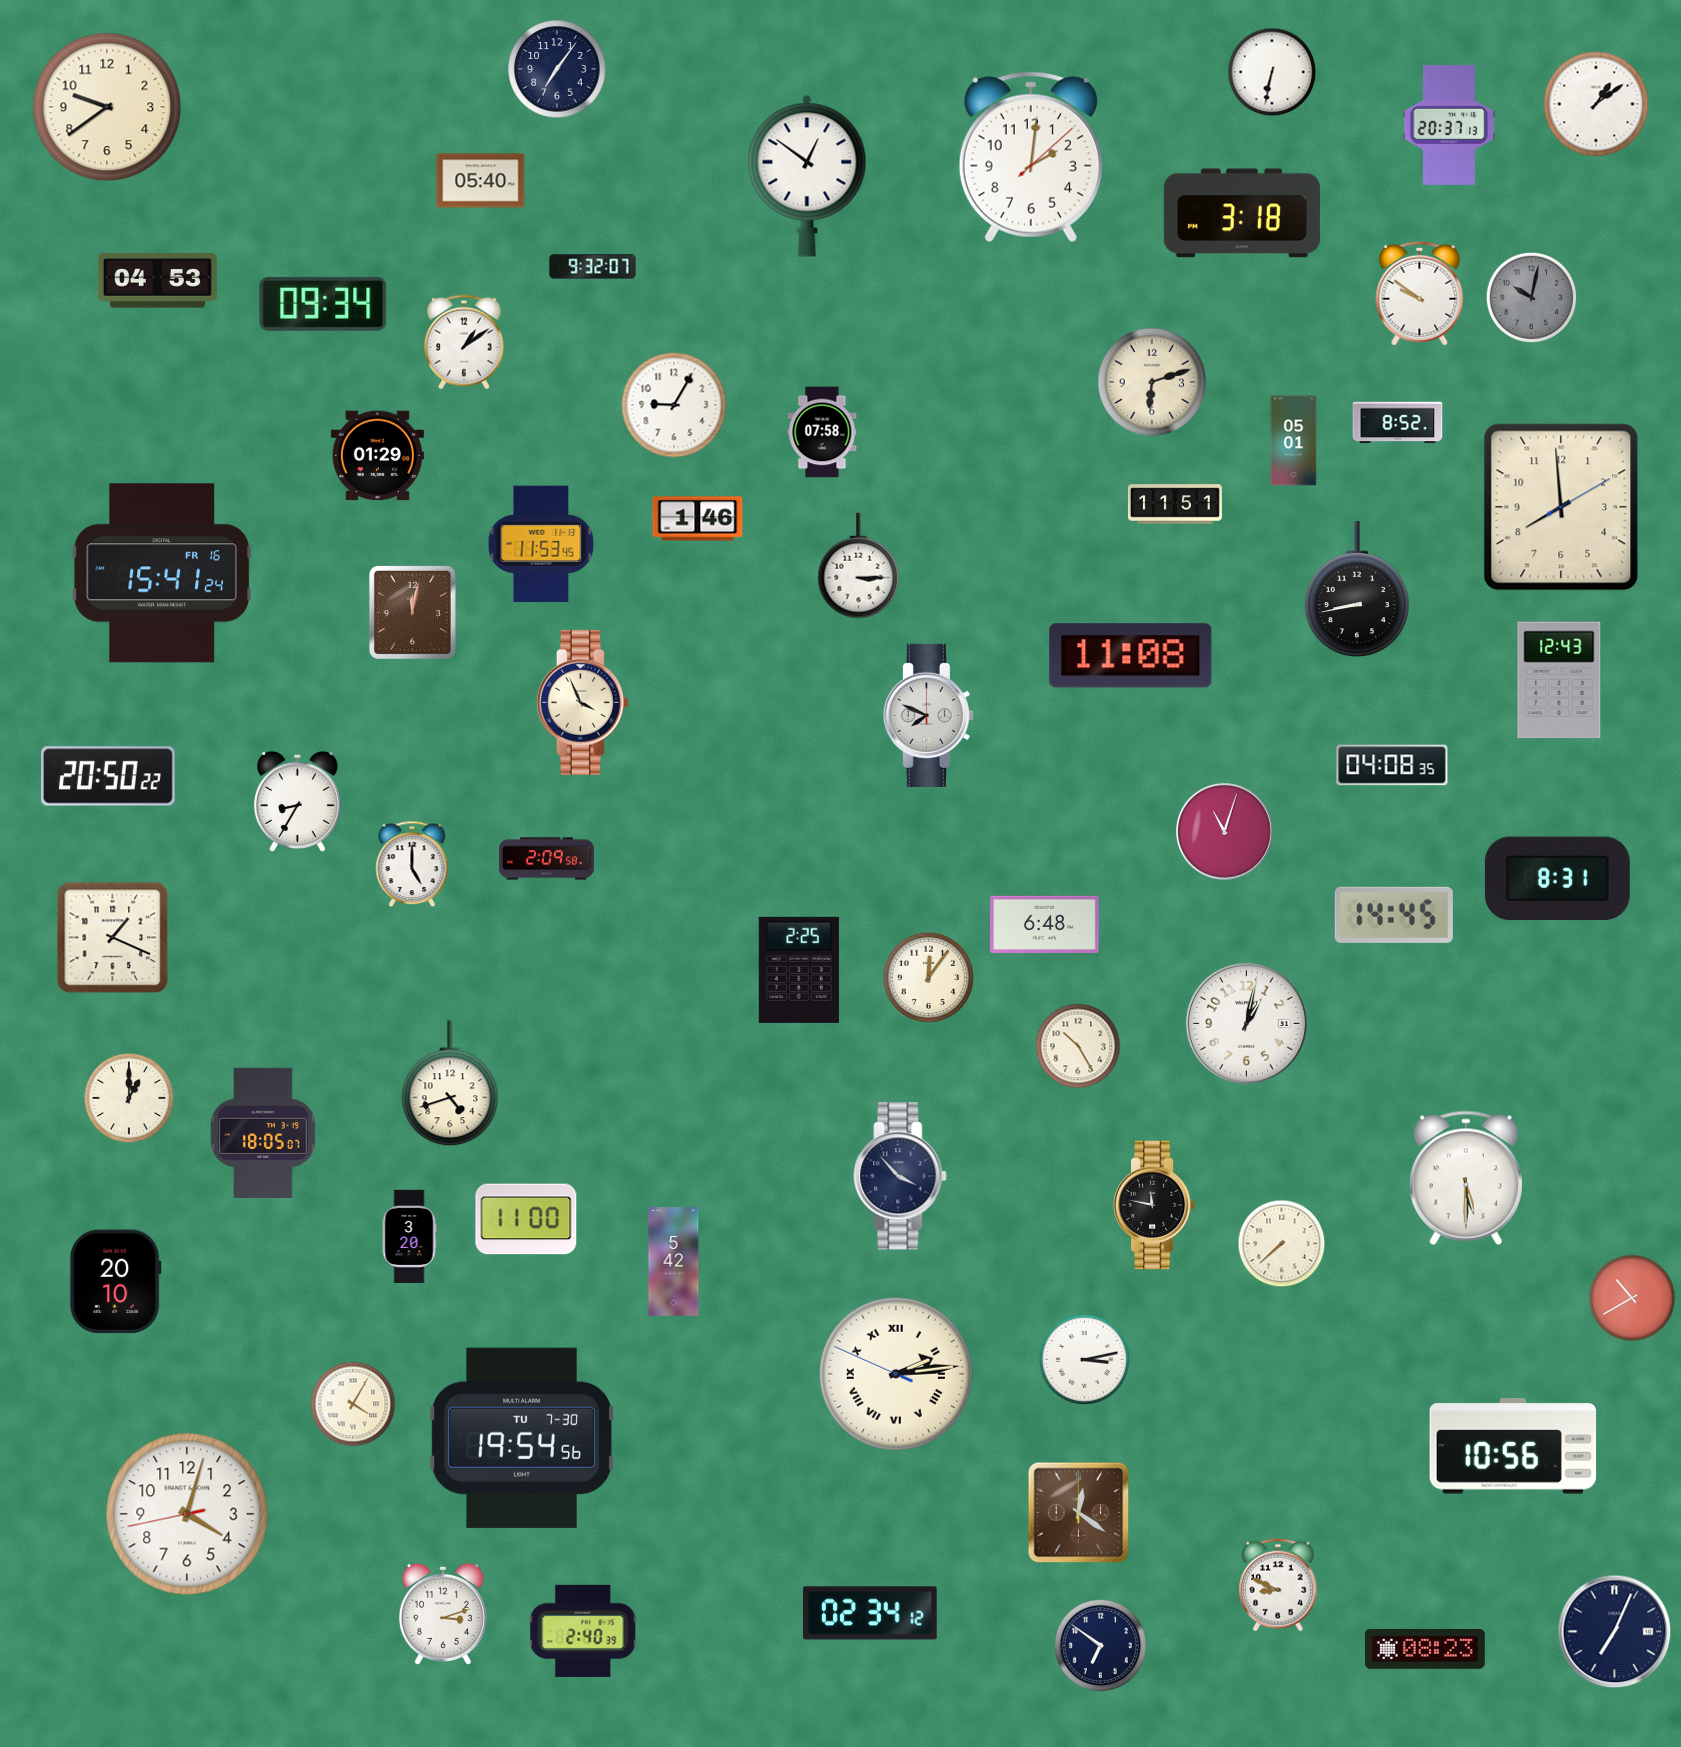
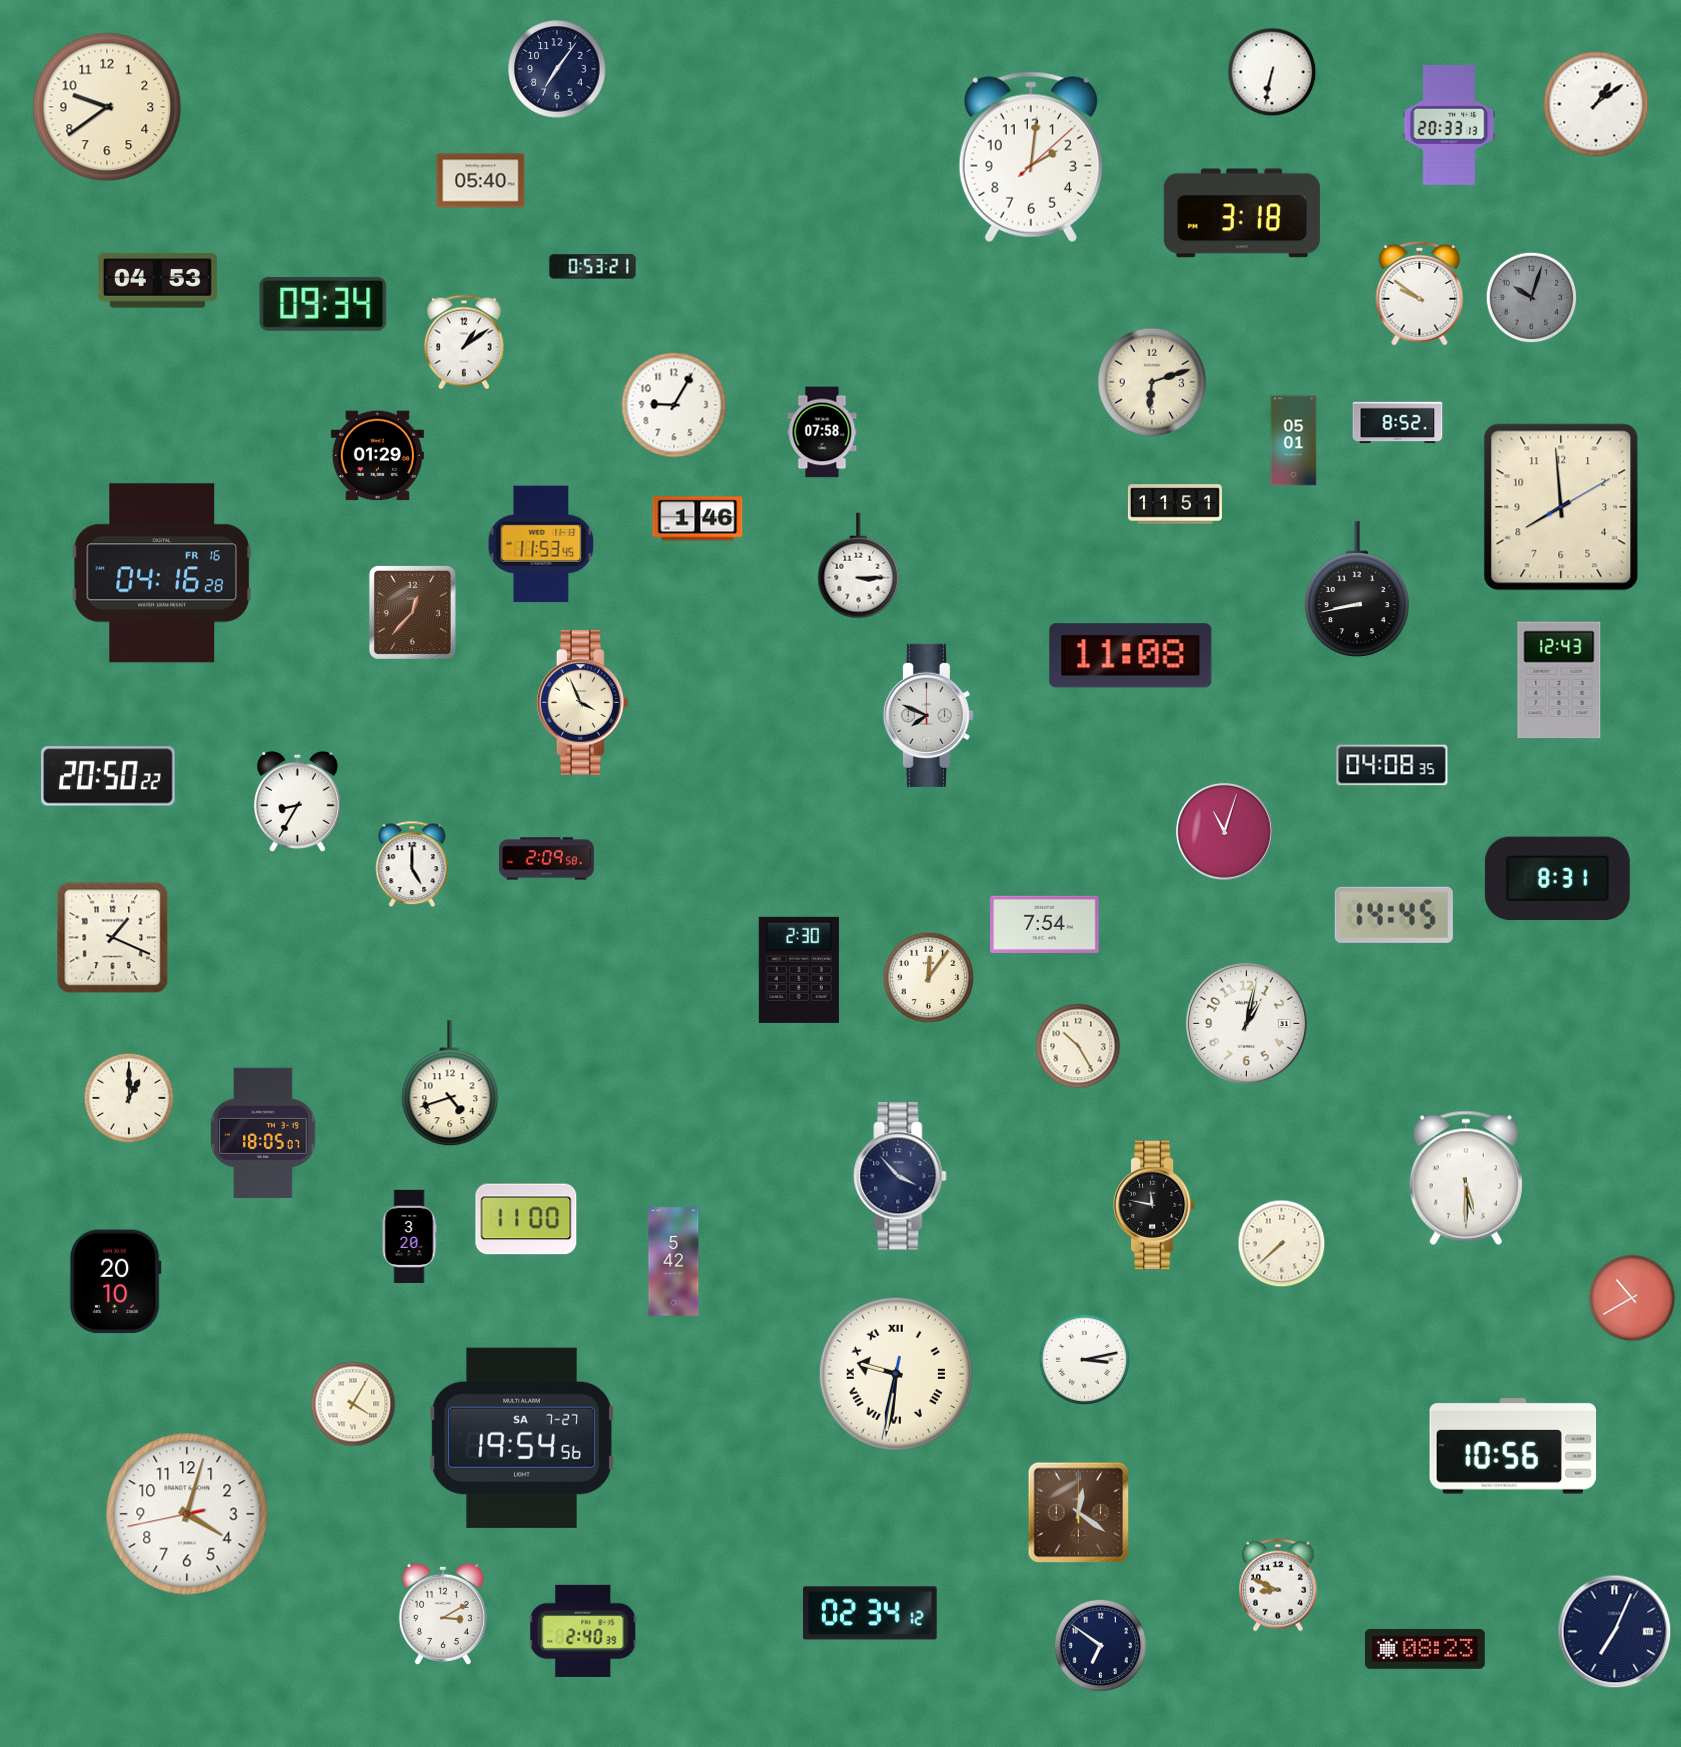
clock at (1449, 125): 20:37 -> 20:33
clock at (807, 176): 12:51 -> none
clock at (593, 267): 9:32 -> 0:53
clock at (1532, 298): 10:02 -> 10:03
clock at (162, 573): 15:41 -> 04:16
clock at (412, 612): 12:02 -> 12:37
clock at (1045, 924): 6:48 -> 7:54
clock at (799, 970): 2:25 -> 2:30
clock at (896, 1374): 2:13 -> 9:31
clock at (522, 1438) date: TU 7-30 -> SA 7-27
clock at (443, 1614): 3:12 -> 3:10
